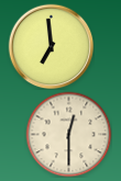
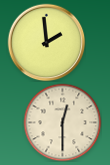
clock at (51, 46): 6:59 -> 1:59
